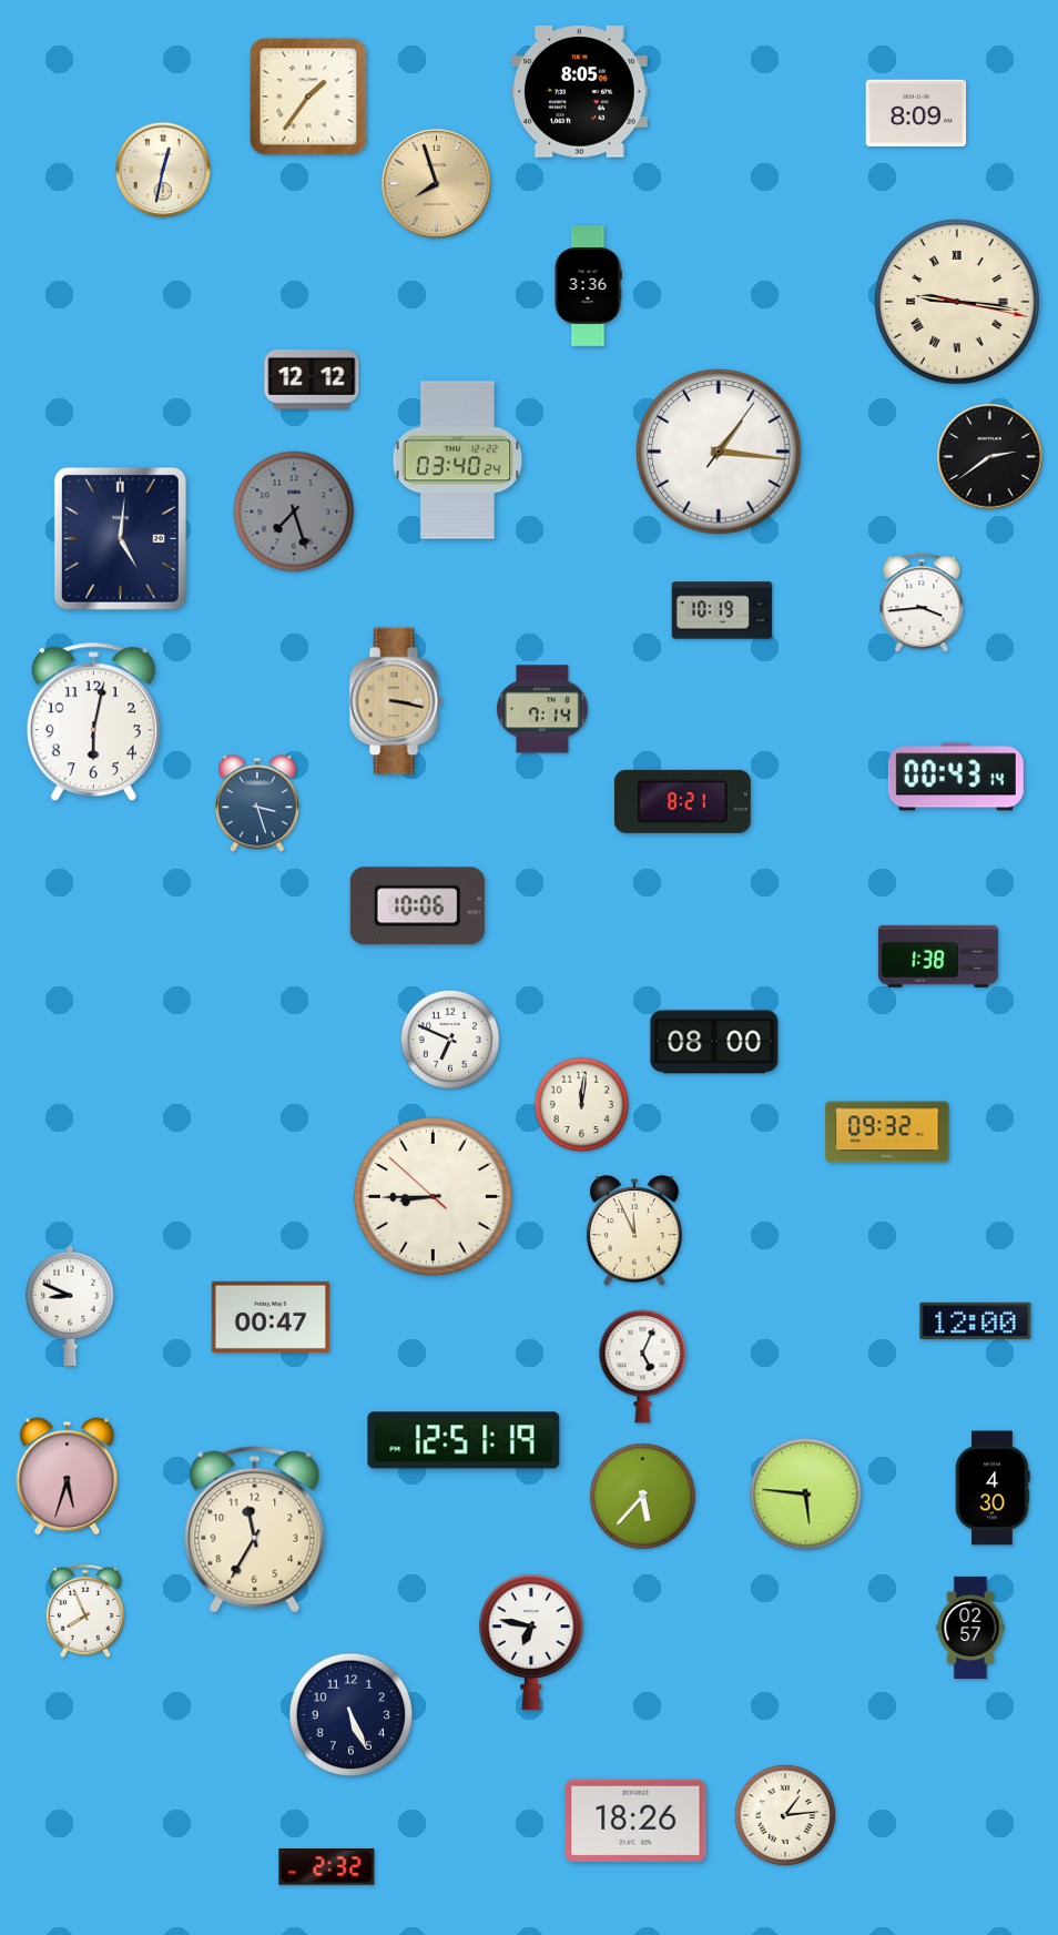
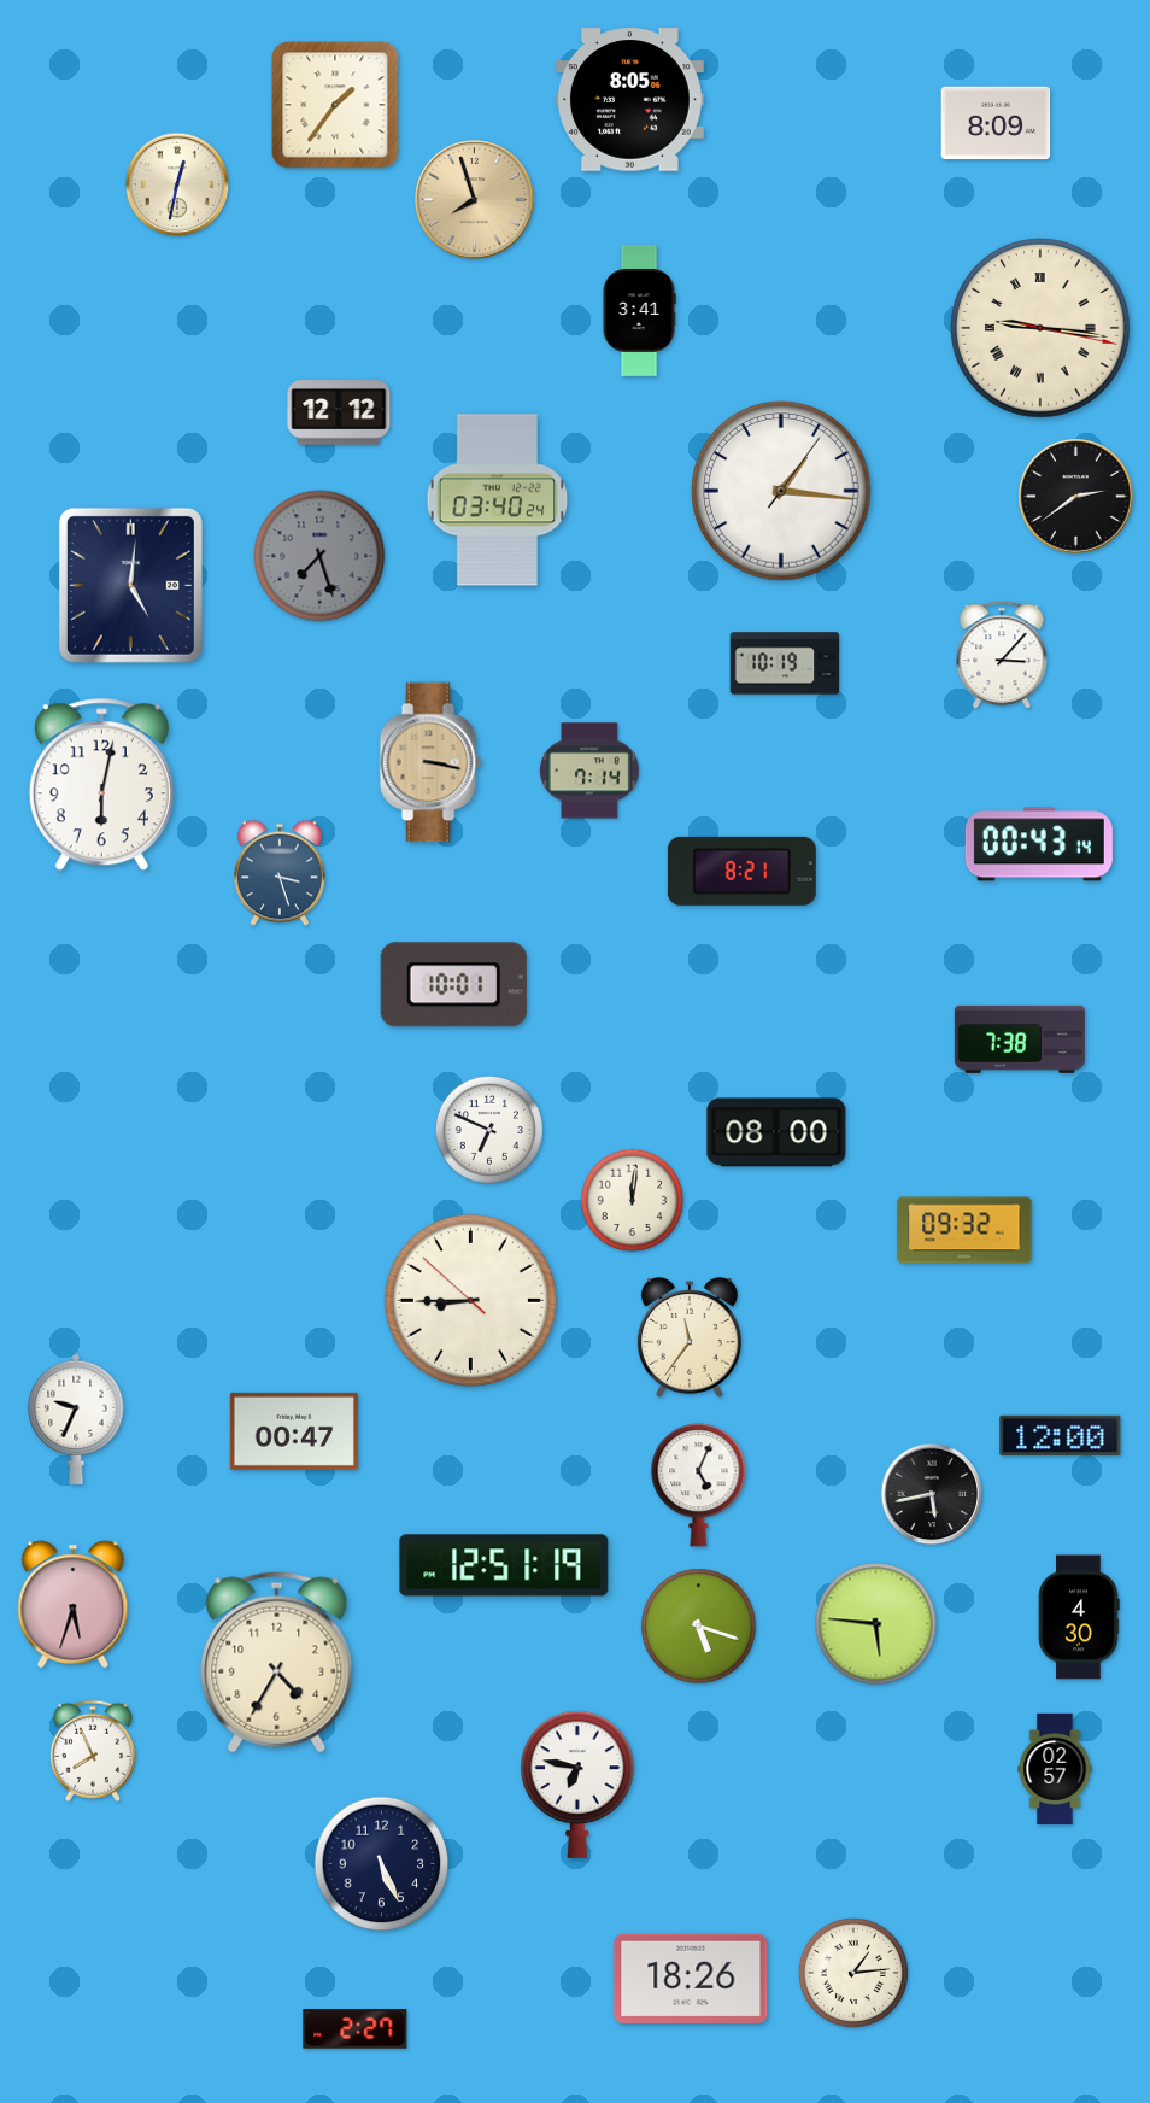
clock at (588, 286): 3:36 -> 3:41
clock at (922, 604): 3:44 -> 3:07
clock at (417, 906): 10:06 -> 10:01
clock at (938, 956): 1:38 -> 7:38
clock at (634, 1232): 11:56 -> 11:36
clock at (70, 1306): 8:49 -> 9:34
clock at (932, 1494): none -> 5:43
clock at (643, 1497): 5:37 -> 5:18
clock at (255, 1530): 11:35 -> 4:35
clock at (327, 1867): 2:32 -> 2:27
